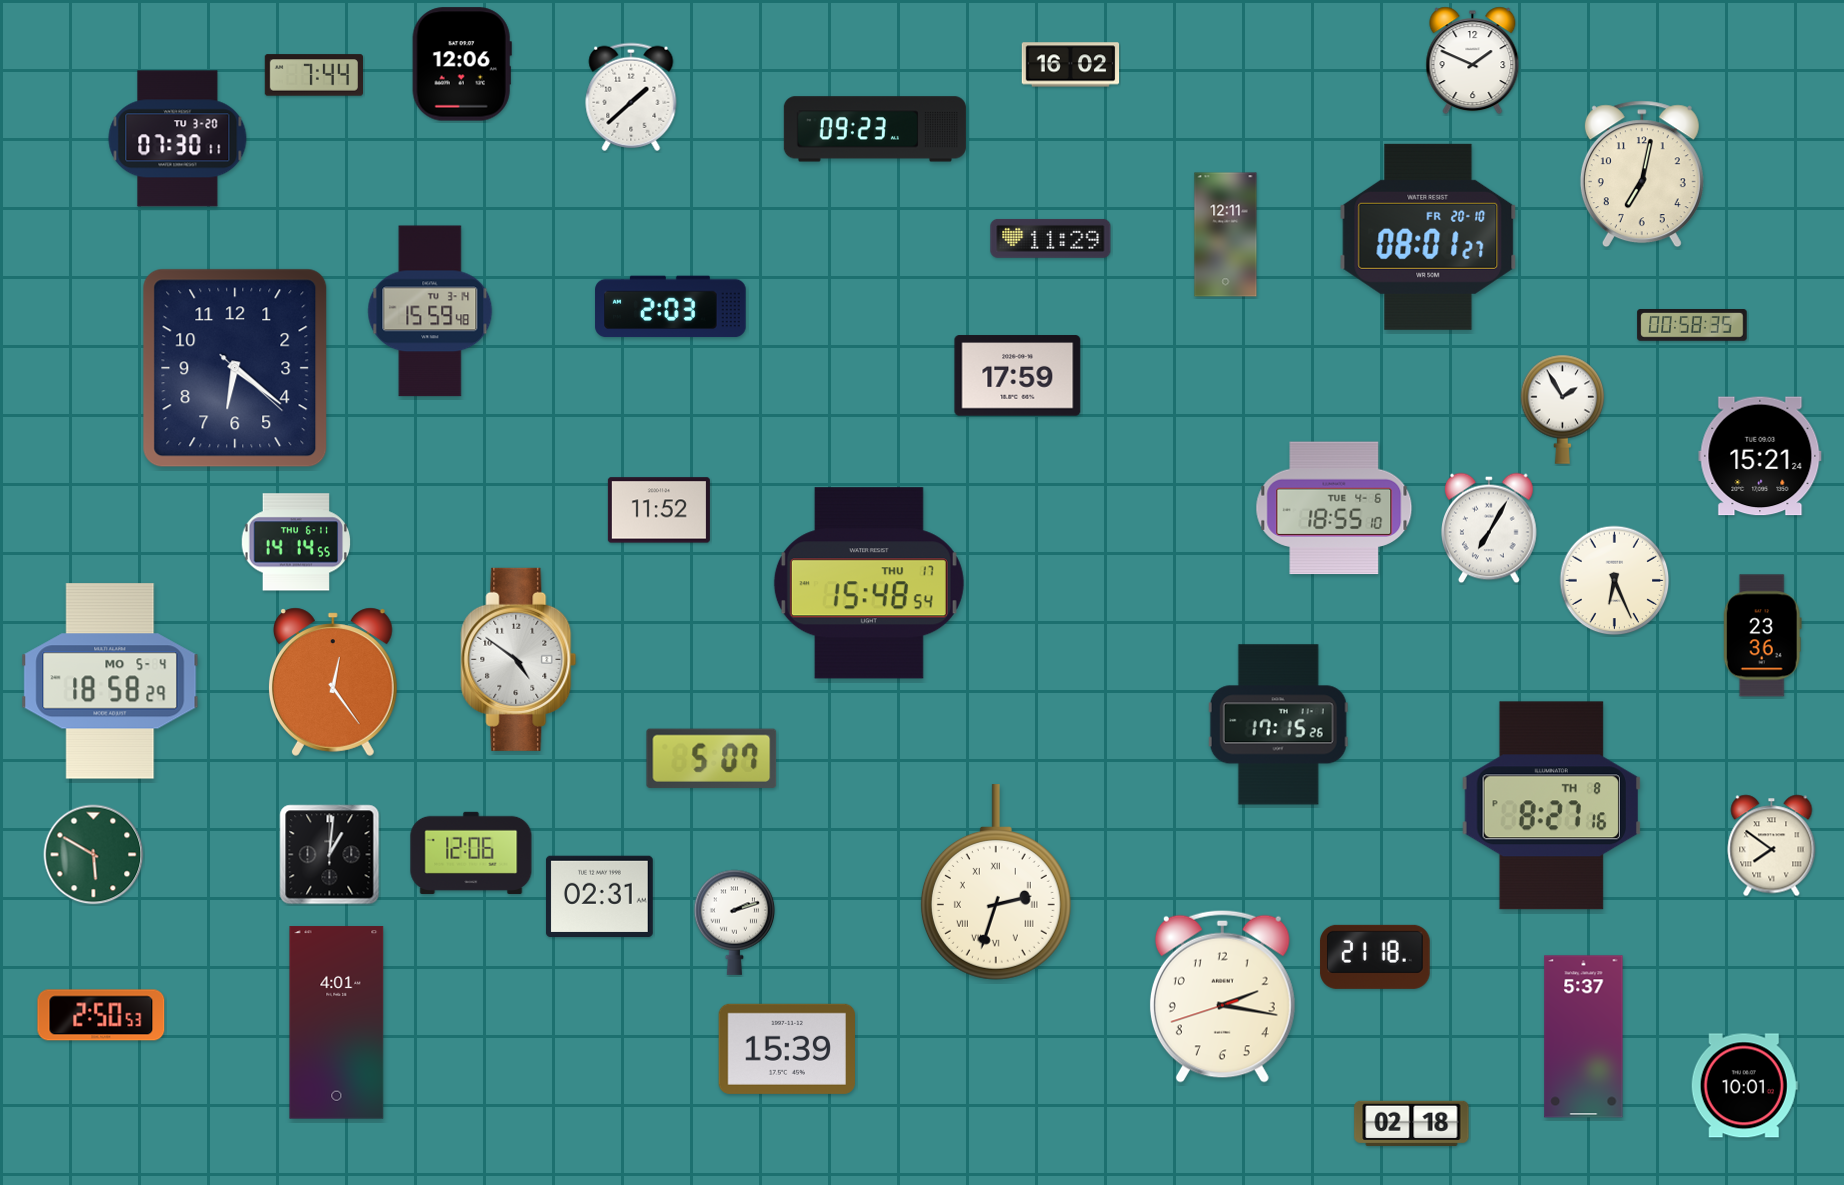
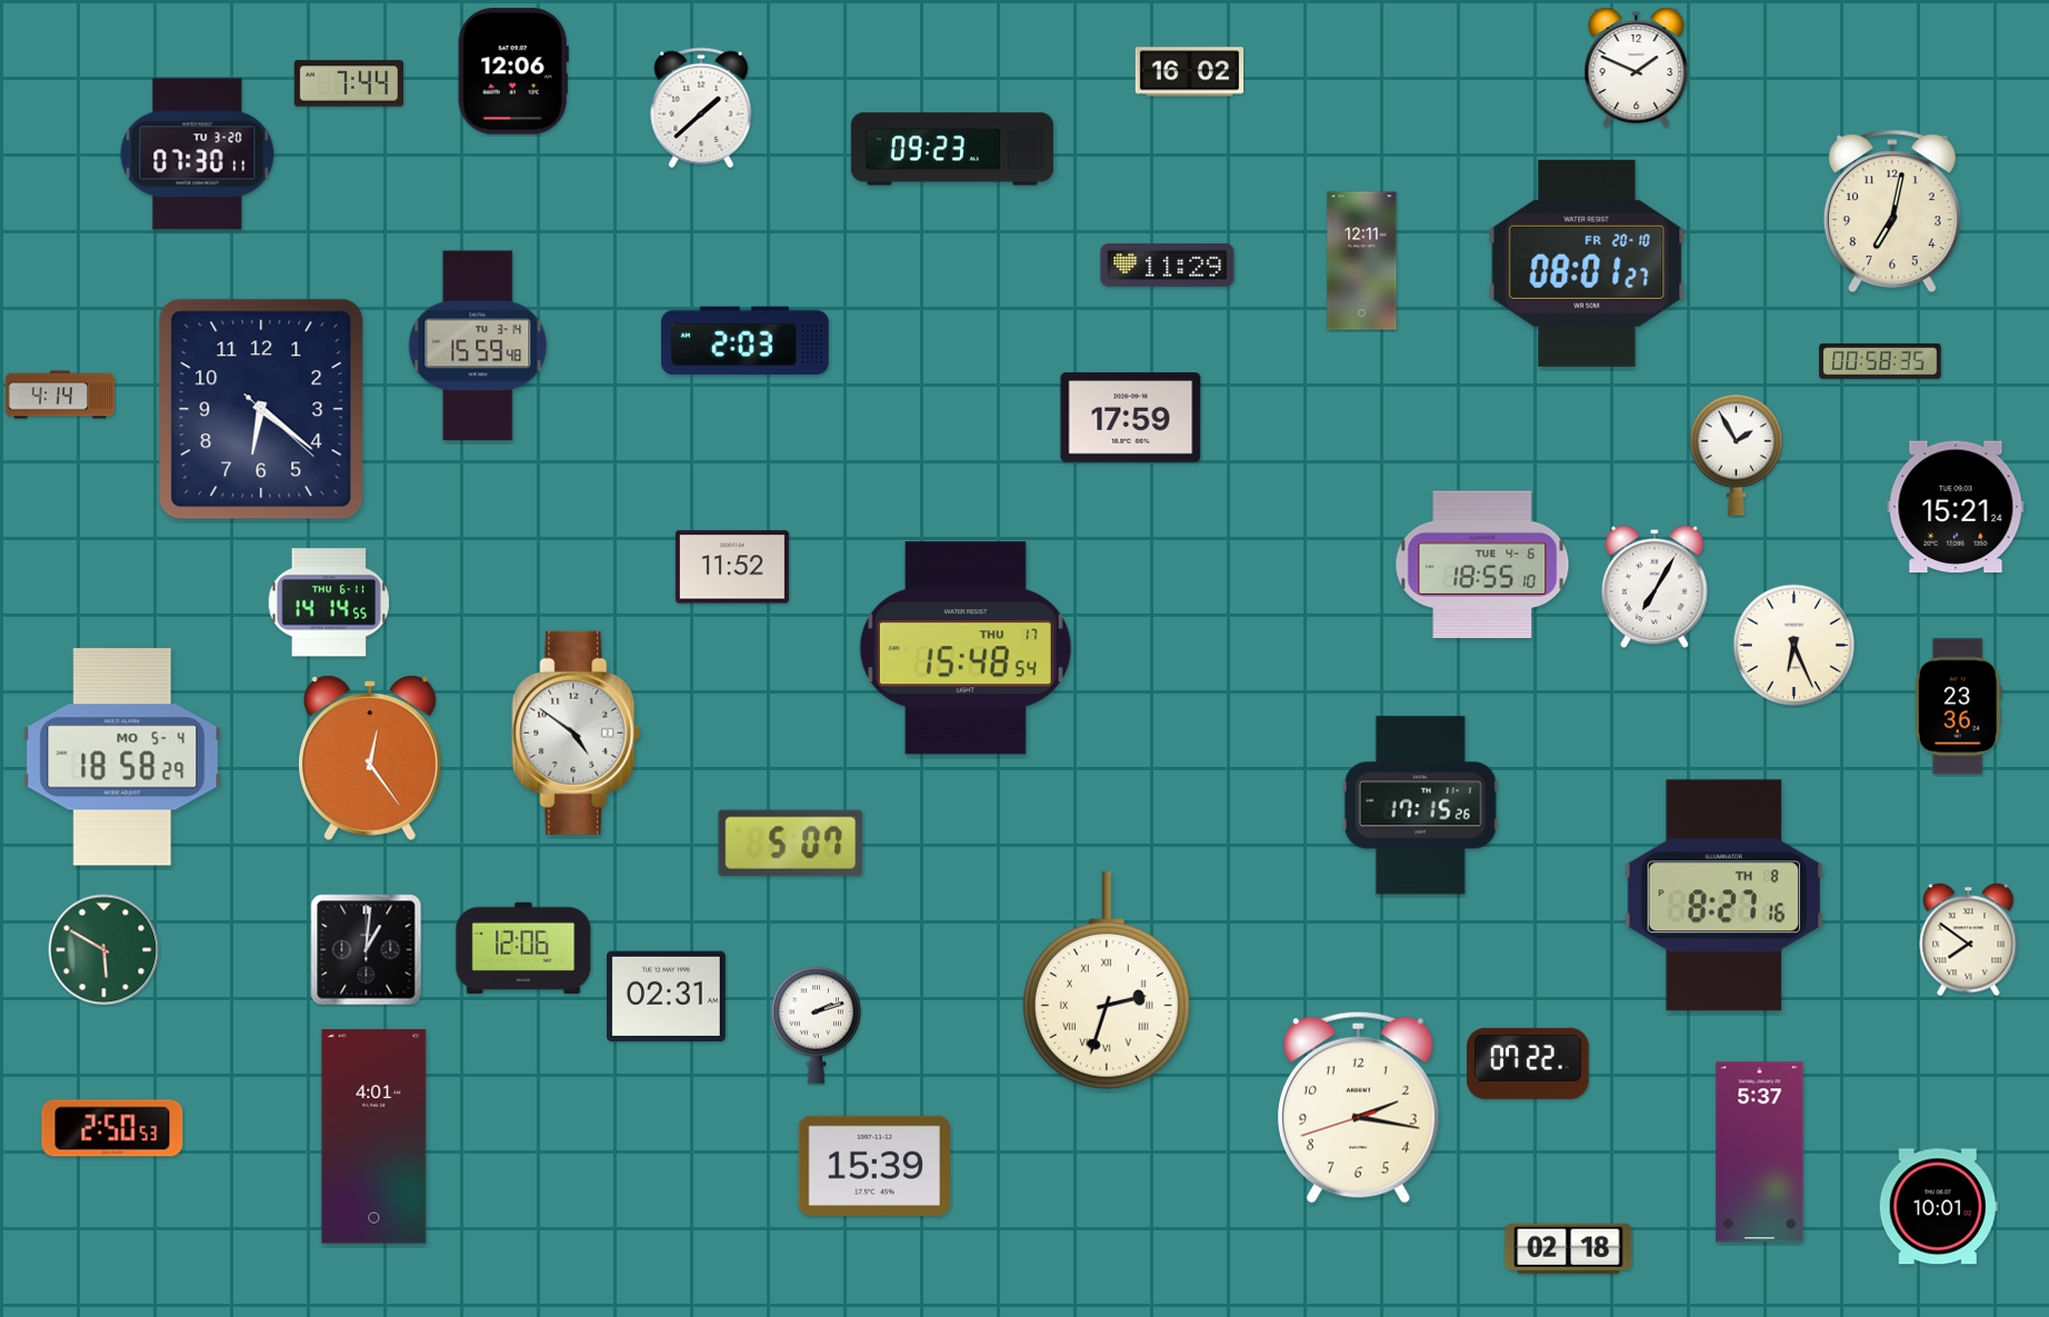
clock at (875, 129) position: (875, 129) -> (952, 149)
clock at (1642, 174) position: (1642, 174) -> (1892, 211)
clock at (59, 395): none -> 4:14
clock at (1375, 957): 21:18 -> 07:22
